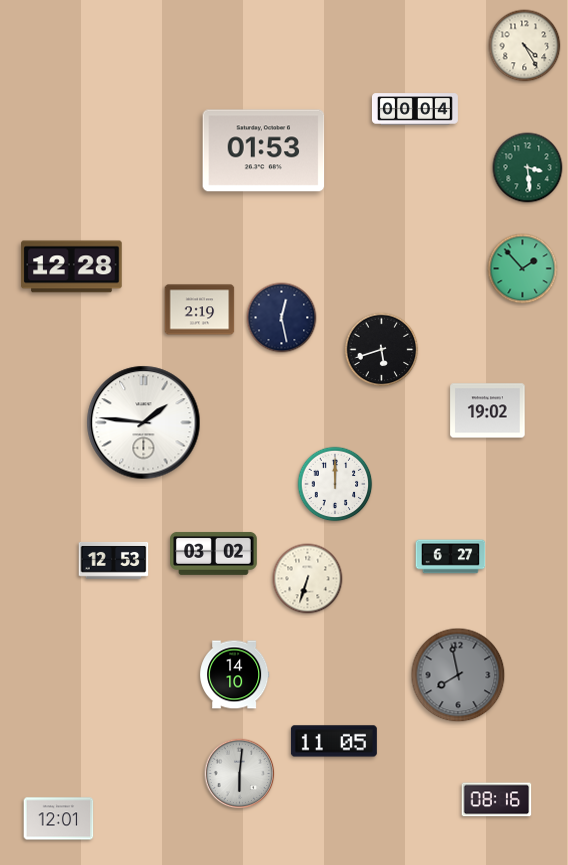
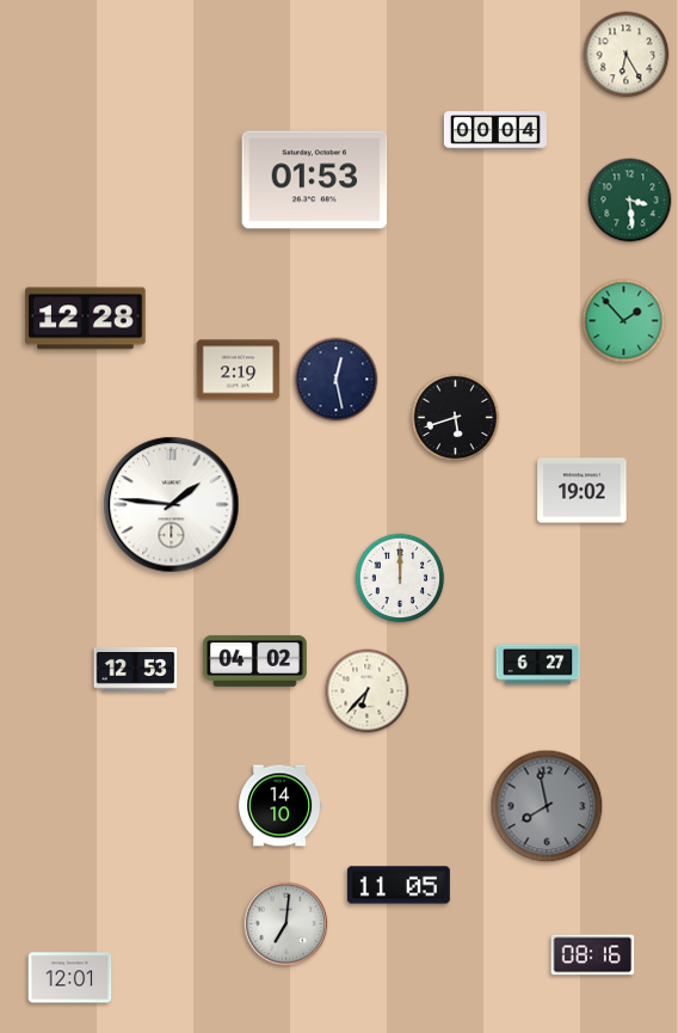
clock at (525, 46): 4:25 -> 6:25
clock at (214, 553): 03:02 -> 04:02
clock at (308, 579): 6:33 -> 6:37
clock at (240, 774): 6:01 -> 7:01
